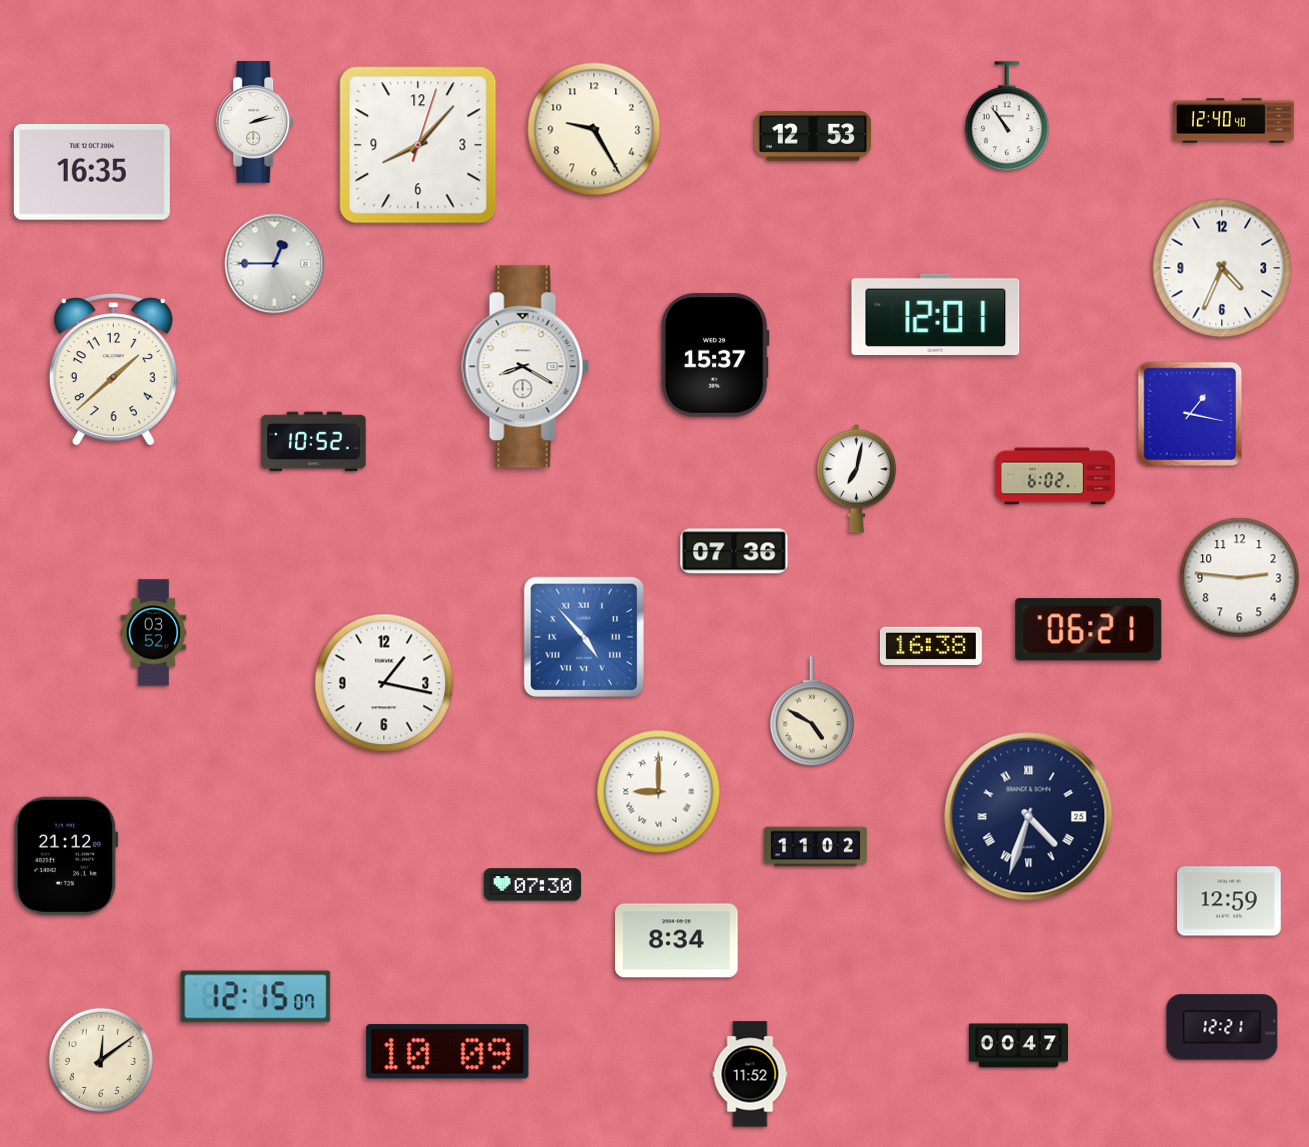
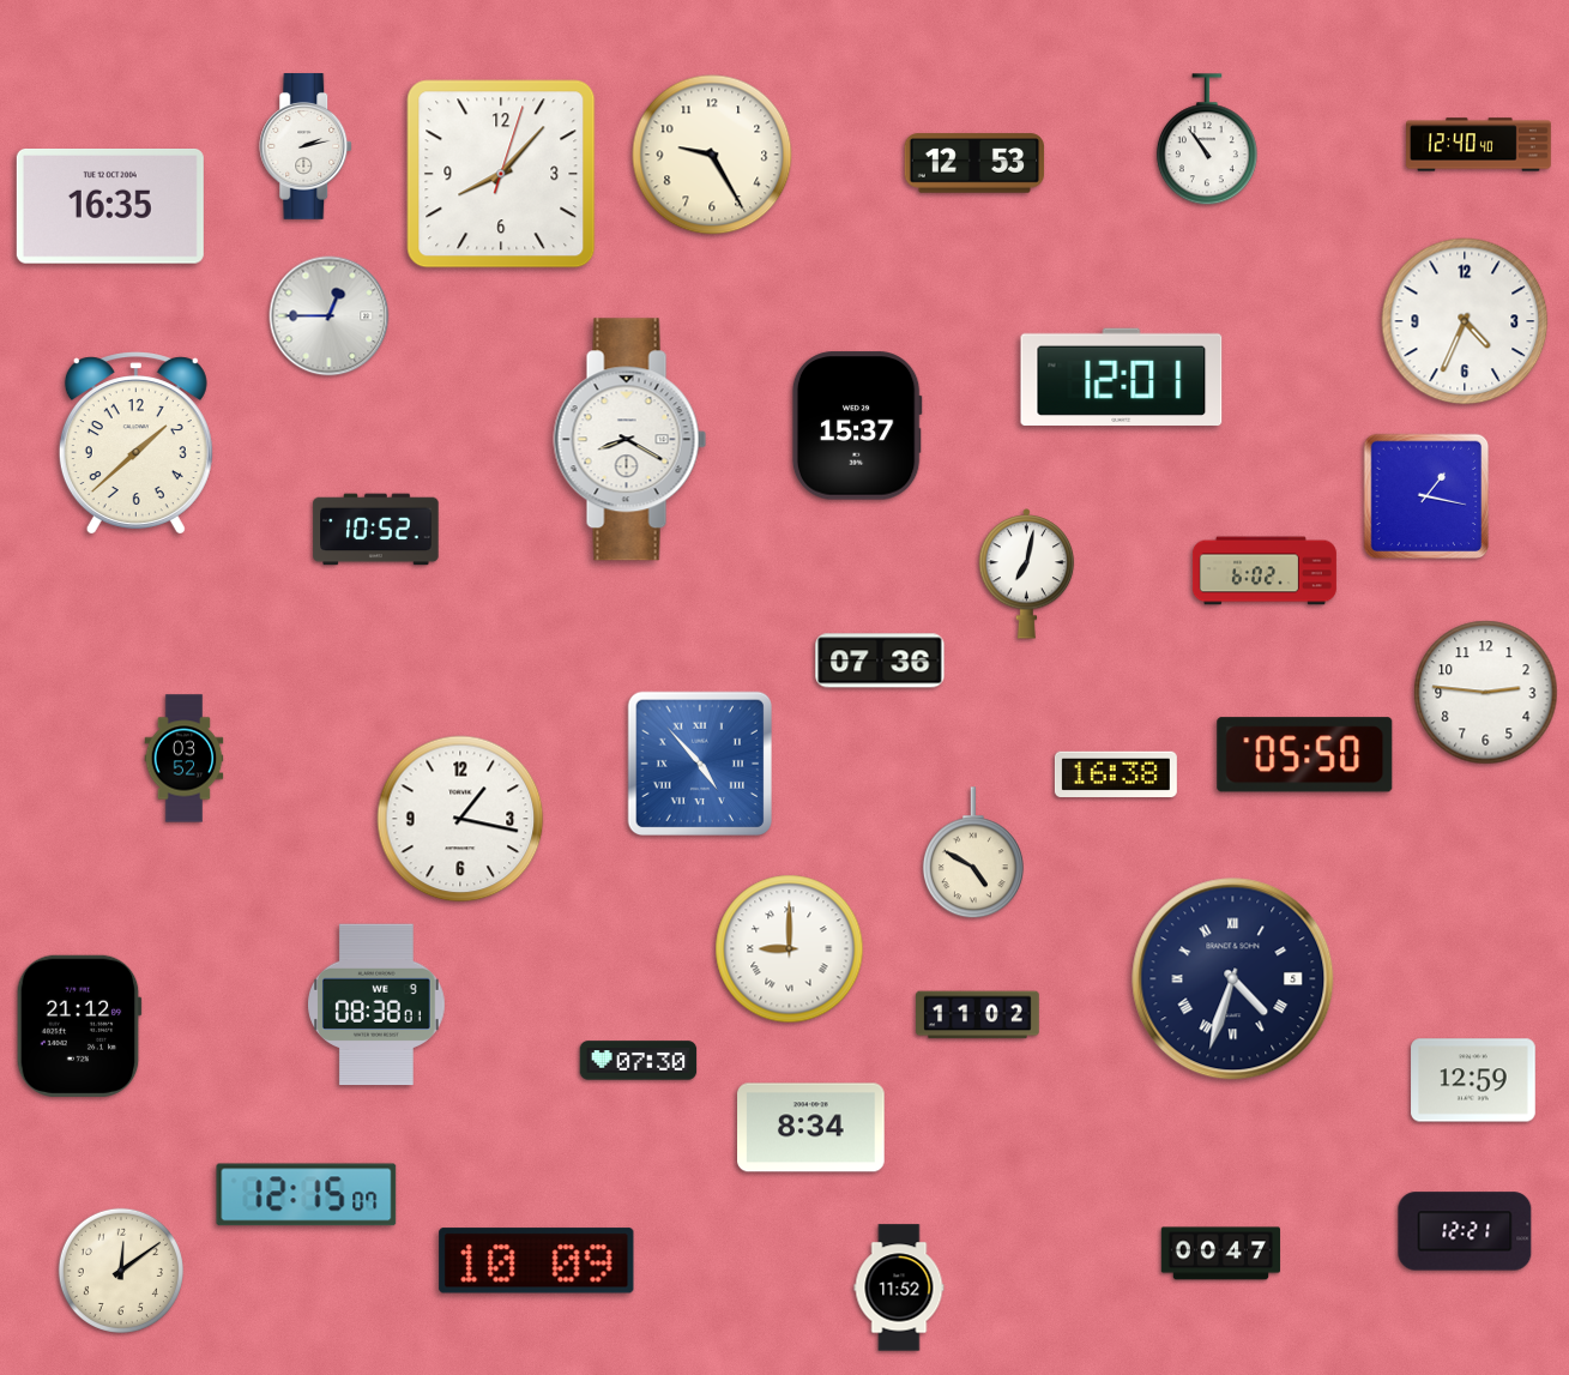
clock at (1089, 630): 06:21 -> 05:50
clock at (1029, 817) date: 25 -> 5
clock at (376, 1005): none -> 08:38
